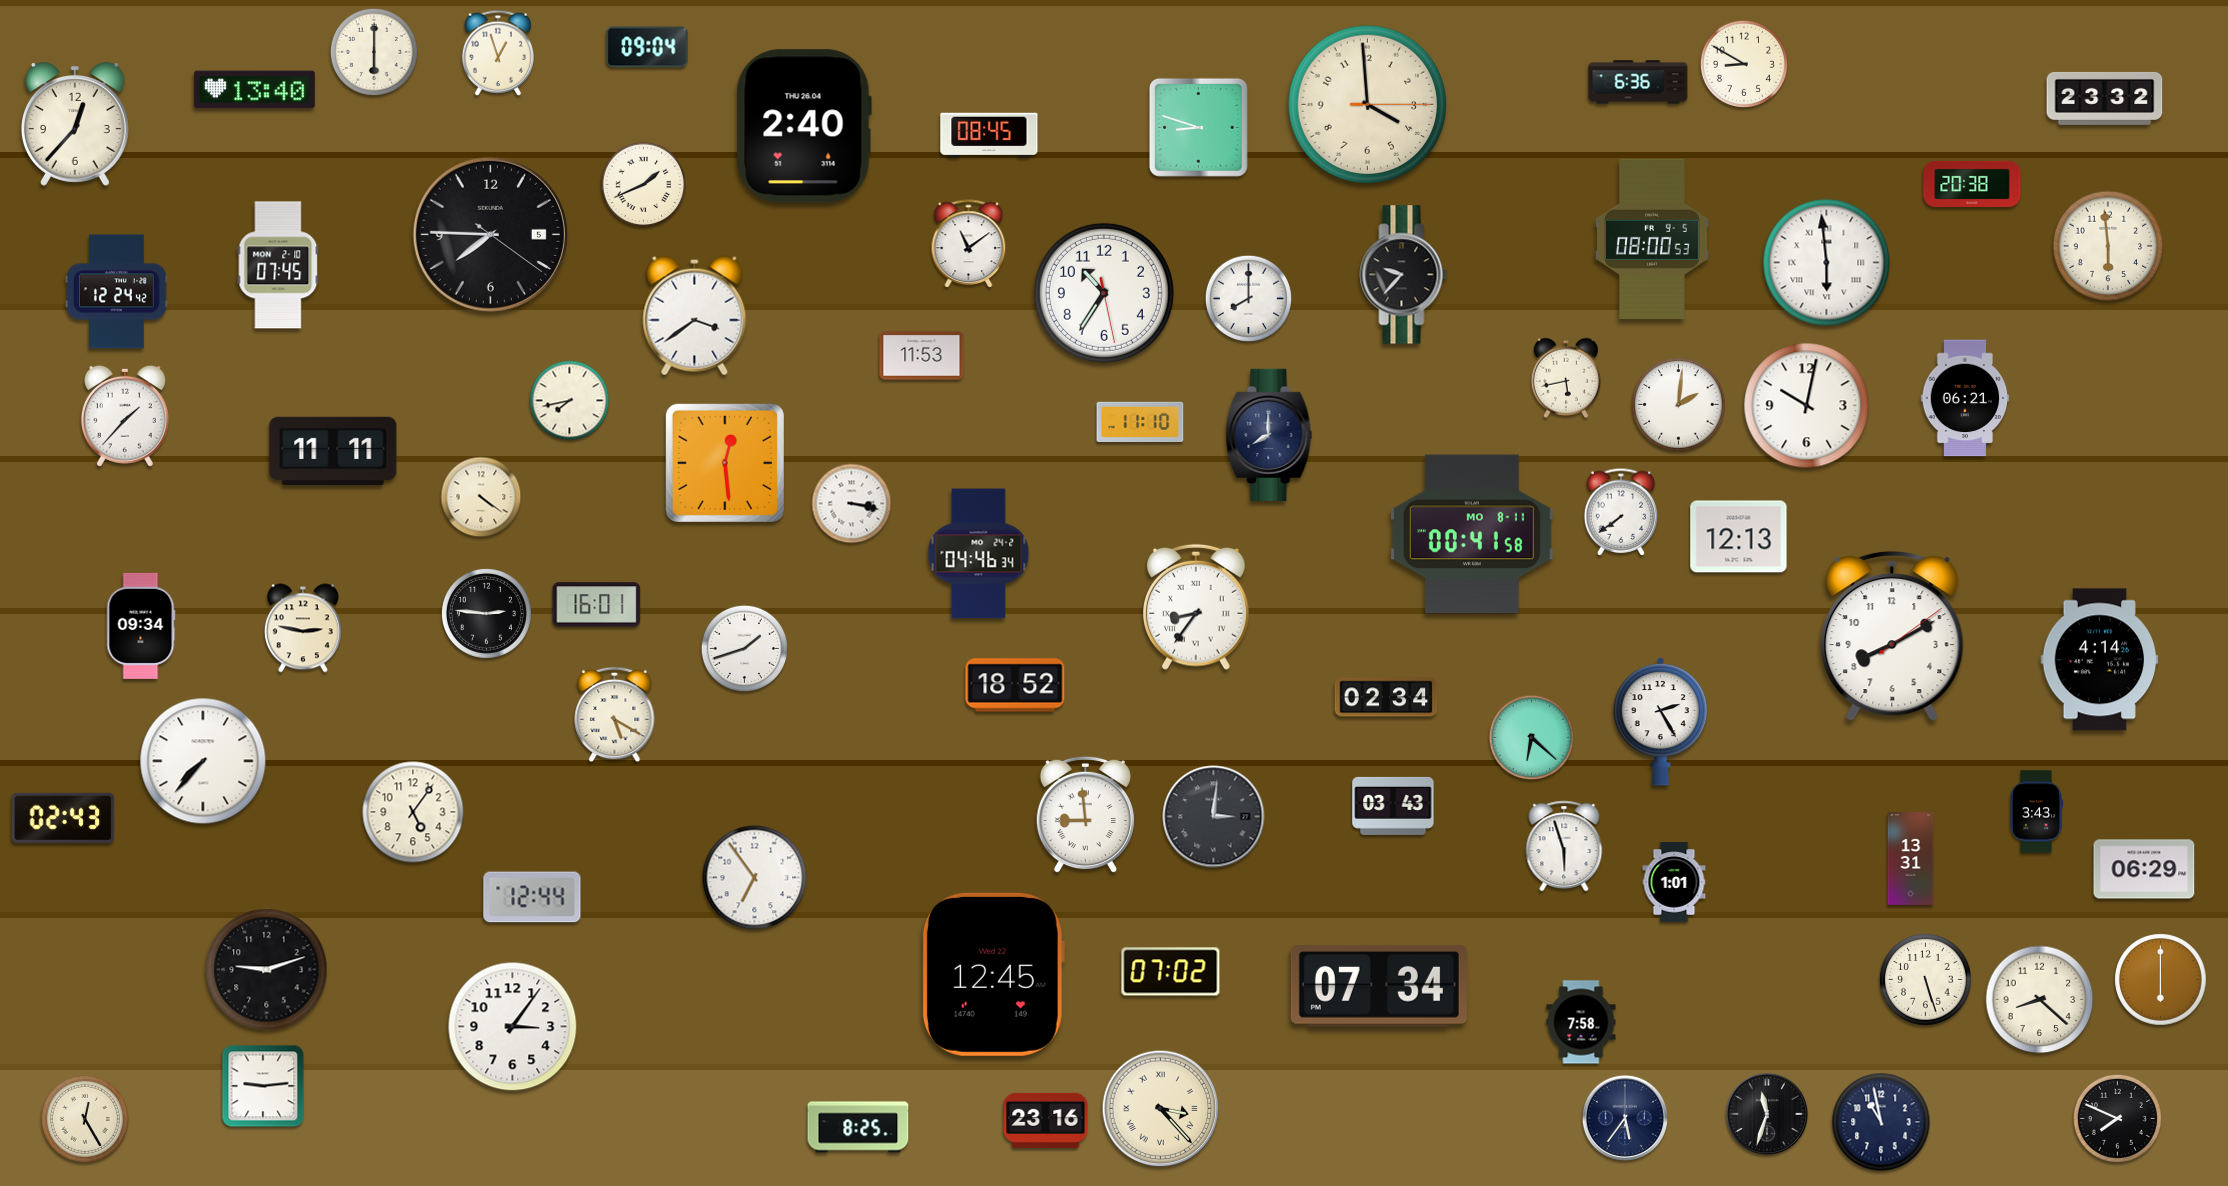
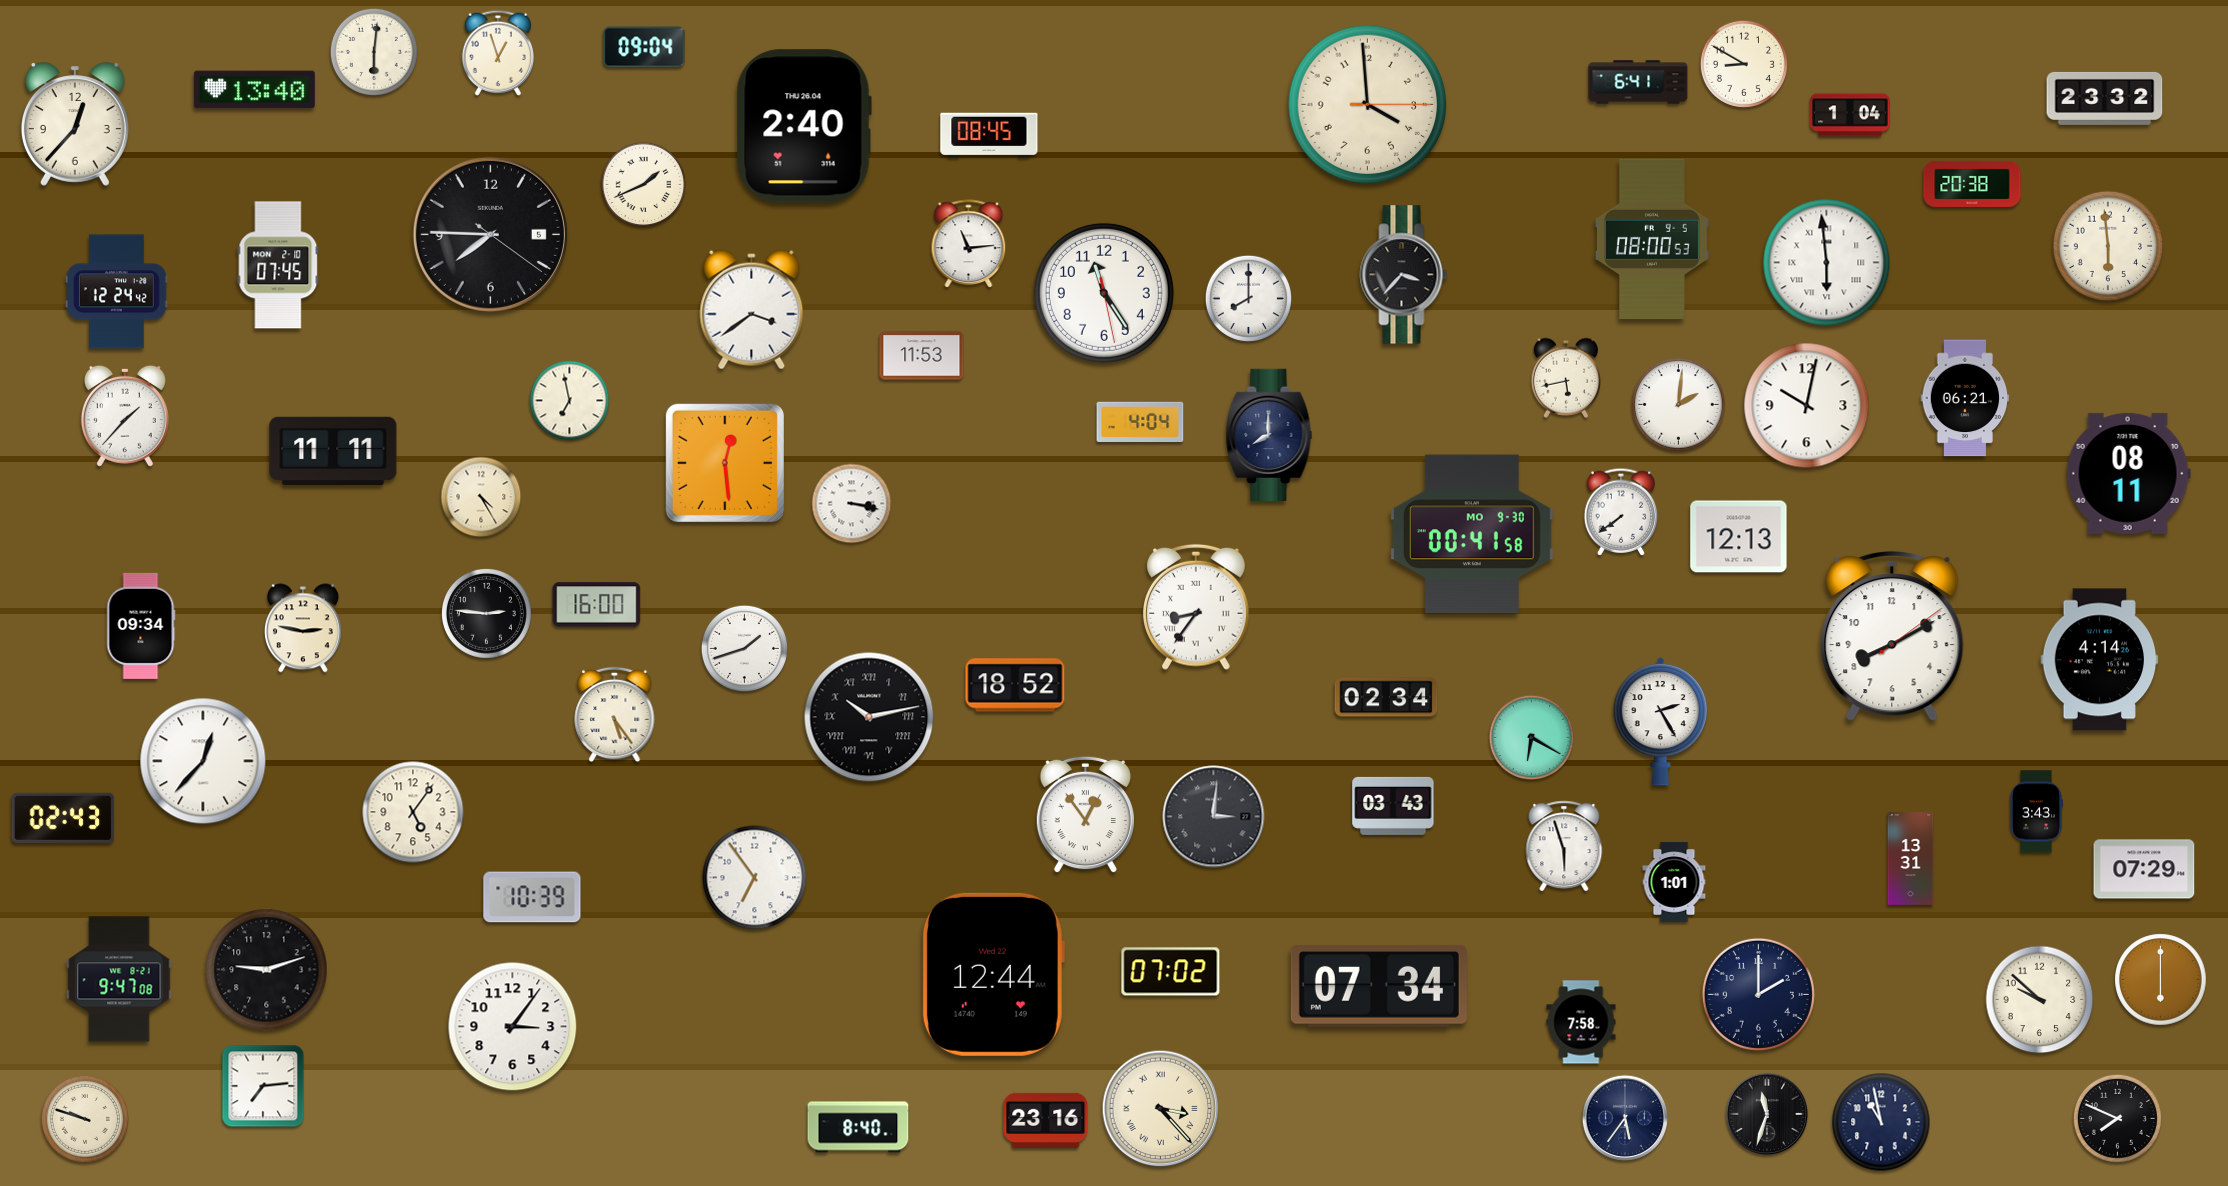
clock at (647, 47) position: (647, 47) -> (644, 47)
clock at (374, 52): 6:00 -> 6:01
clock at (1638, 82): 6:36 -> 6:41
clock at (1850, 115): none -> 1:04
clock at (1198, 127): 8:48 -> none
clock at (969, 244): 11:09 -> 11:14
clock at (1404, 275): 9:37 -> 3:37
clock at (1104, 293): 10:35 -> 11:24
clock at (695, 316) position: (695, 316) -> (752, 310)
clock at (570, 401): 7:43 -> 6:58
clock at (1140, 421): 11:10 -> 4:04
clock at (2128, 473): none -> 08:11
clock at (481, 497): 4:21 -> 4:25
clock at (1472, 534) date: MO 8-11 -> MO 9-30
clock at (979, 554): 04:46 -> none
clock at (597, 605): 16:01 -> 16:00
clock at (615, 715): 5:20 -> 5:24
clock at (869, 717): none -> 10:13
clock at (1532, 738): 6:22 -> 6:20
clock at (203, 761): 7:37 -> 12:37
clock at (1085, 815): 8:59 -> 12:54
clock at (2144, 869): 06:29 -> 07:29
clock at (532, 897): 12:44 -> 10:39
clock at (993, 974): 12:45 -> 12:44
clock at (119, 979): none -> 9:47
clock at (1926, 980): 5:27 -> none
clock at (1758, 994): none -> 2:00
clock at (2040, 1000): 8:22 -> 9:52
clock at (263, 1086): 9:14 -> 7:14
clock at (85, 1119): 12:25 -> 9:48
clock at (858, 1127): 8:25 -> 8:40
